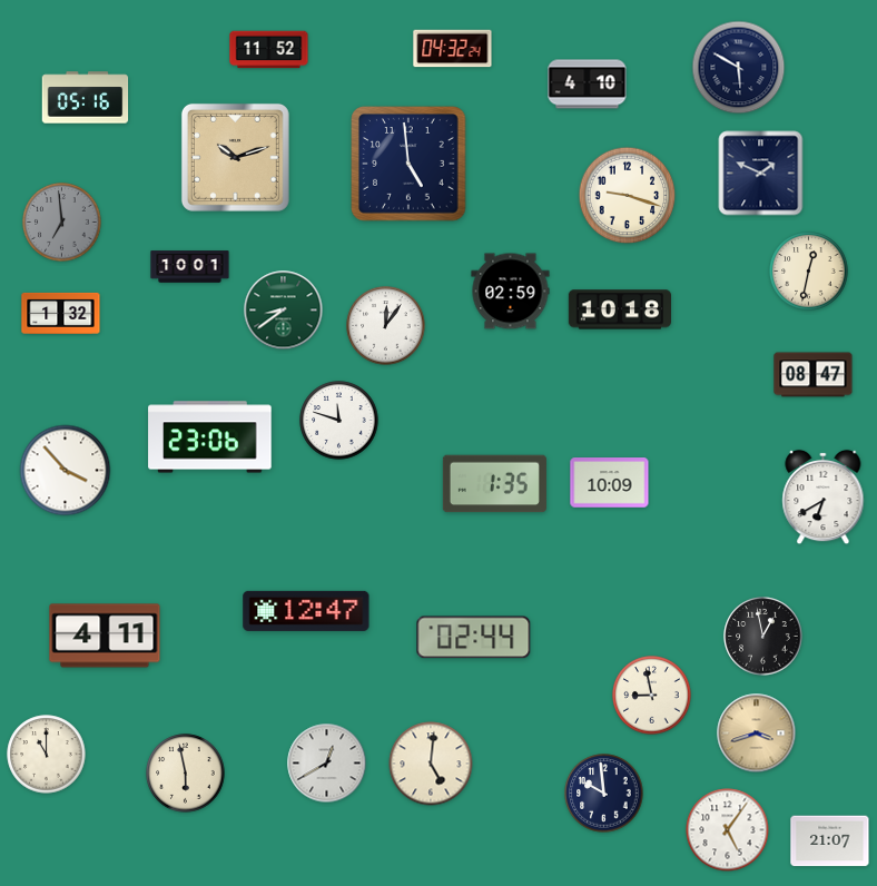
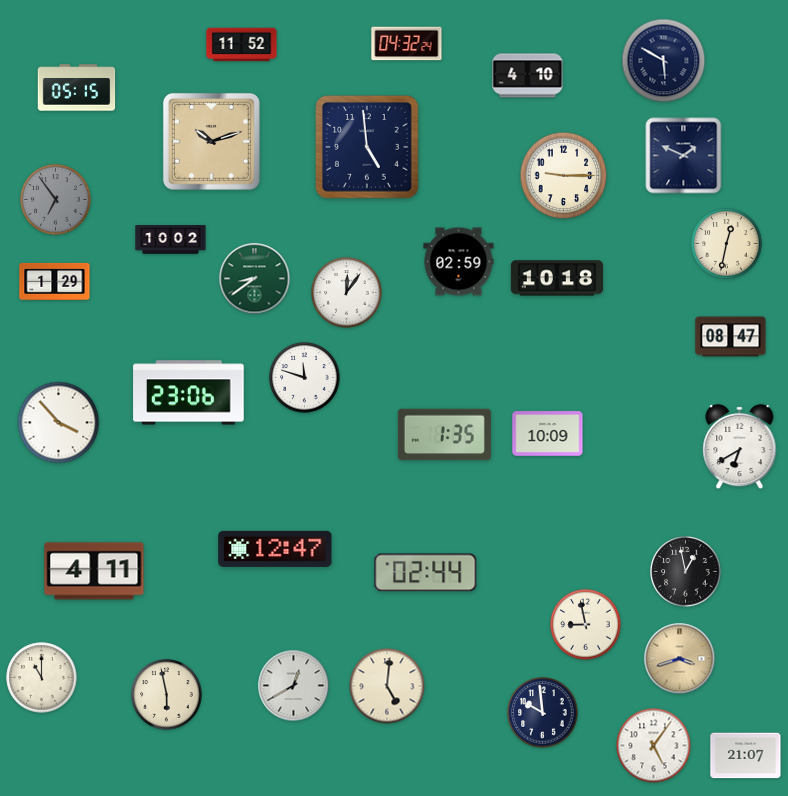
clock at (86, 98): 05:16 -> 05:15
clock at (628, 196): 9:18 -> 9:15
clock at (62, 223): 6:59 -> 6:54
clock at (190, 267): 10:01 -> 10:02
clock at (61, 313): 1:32 -> 1:29
